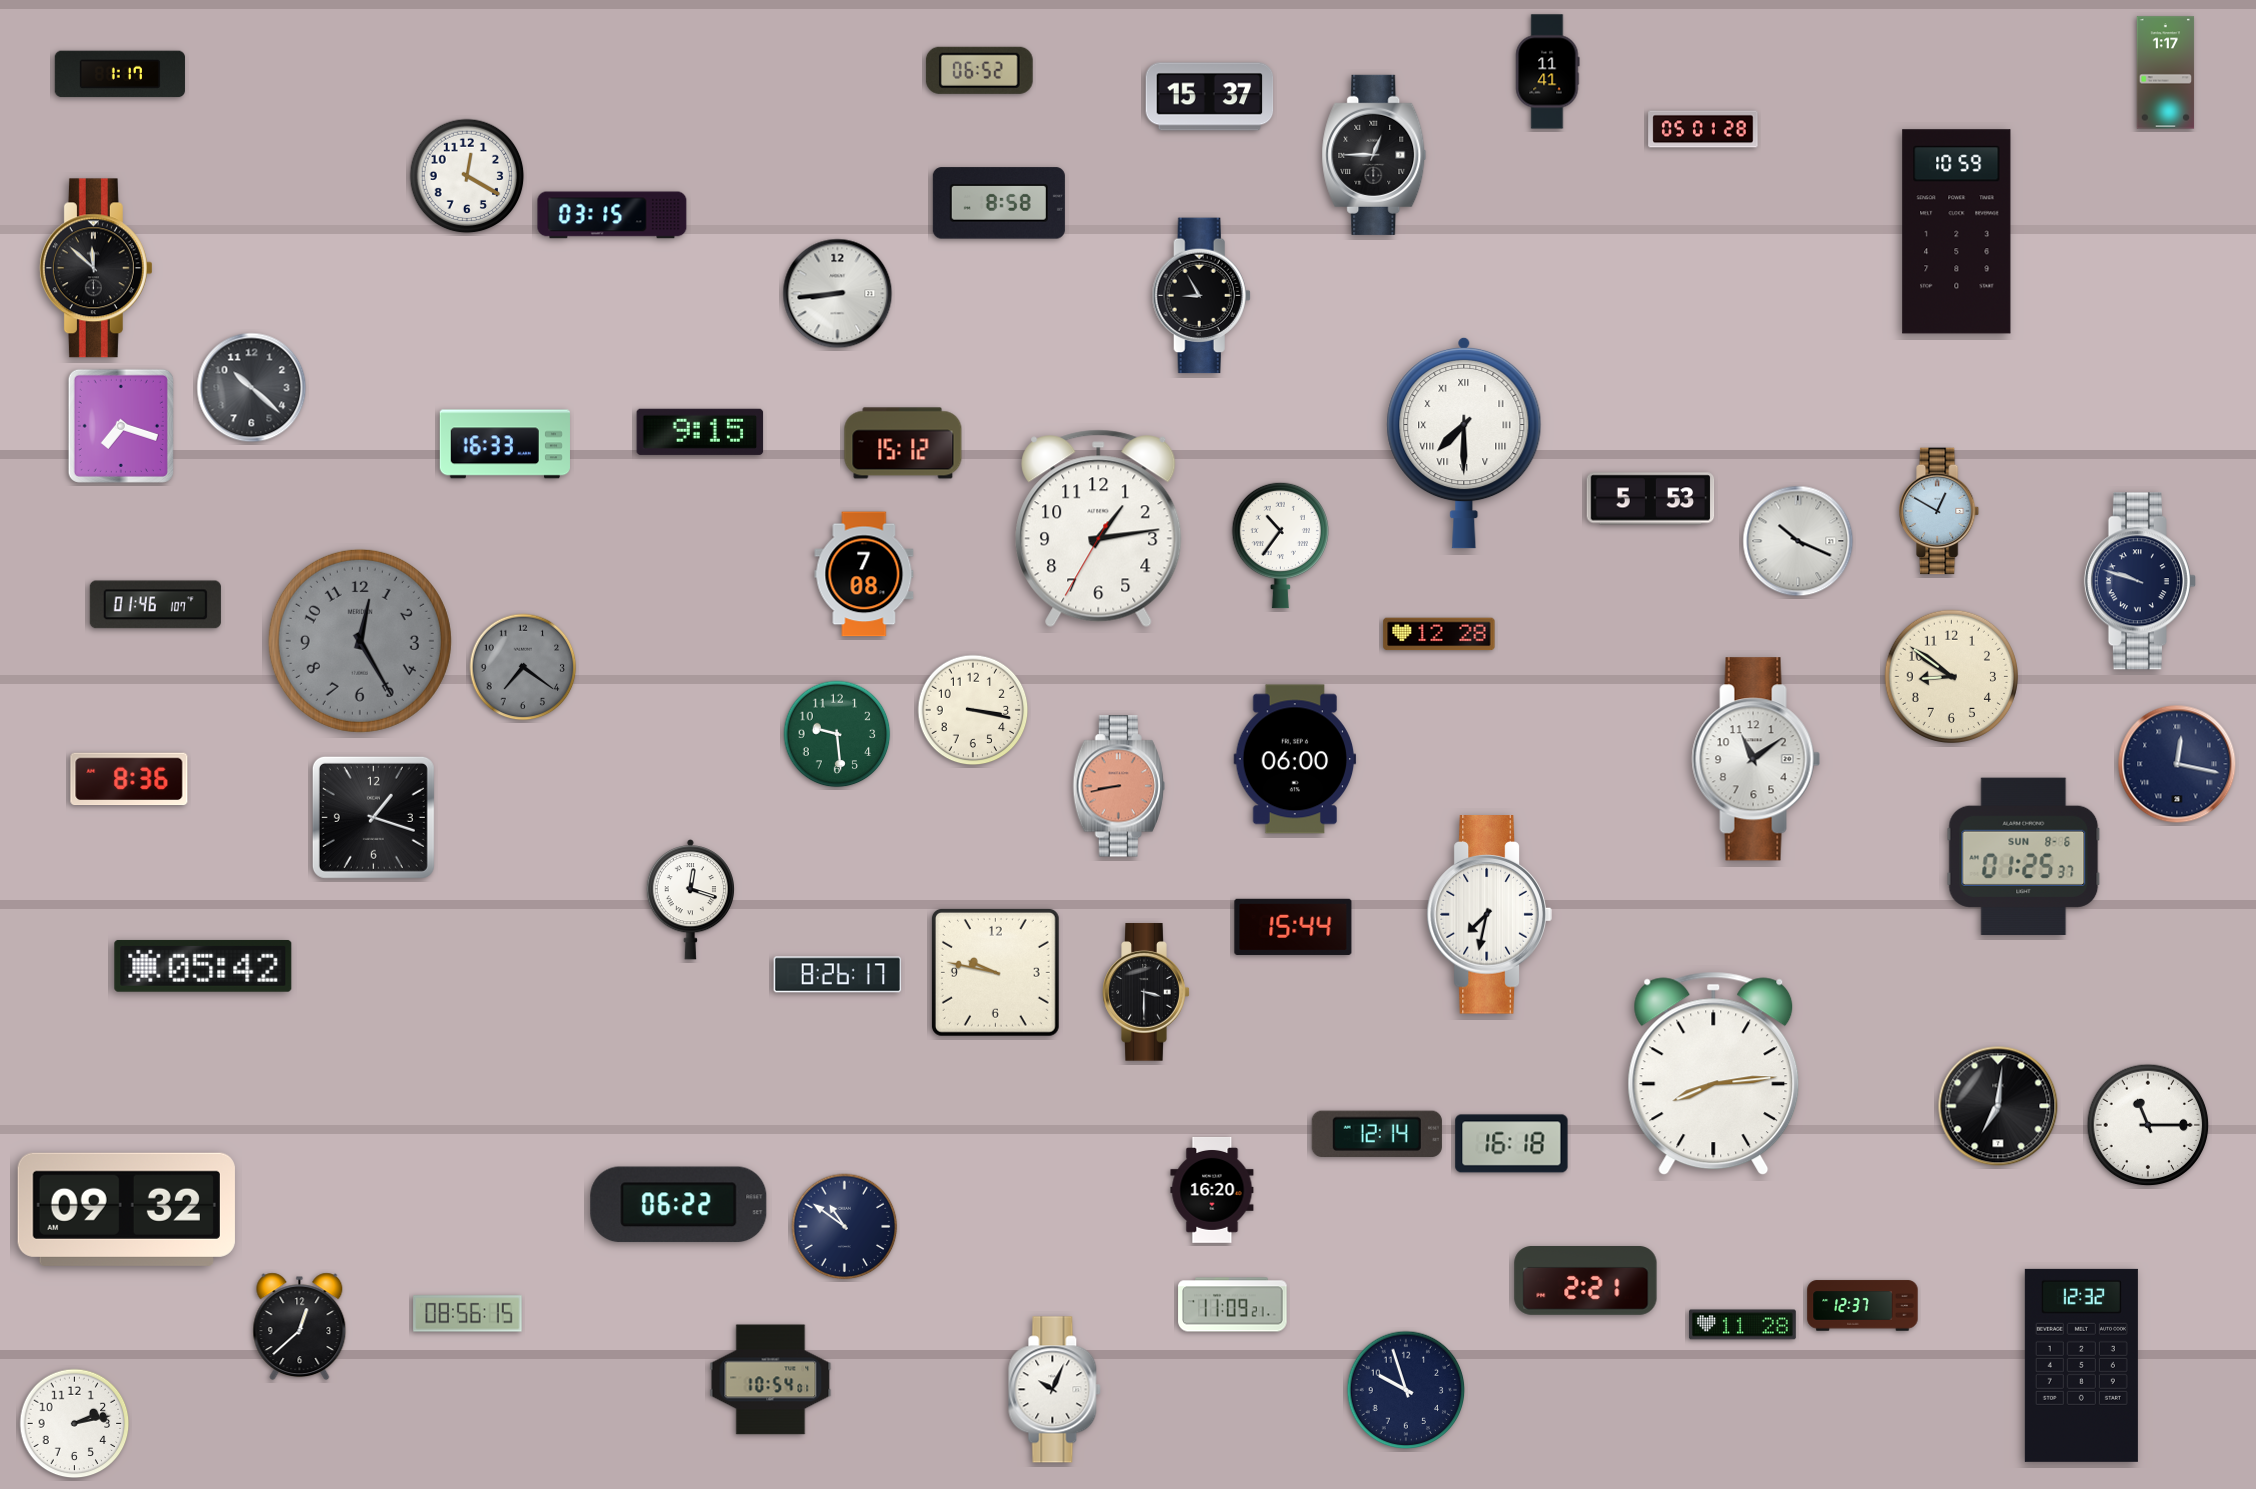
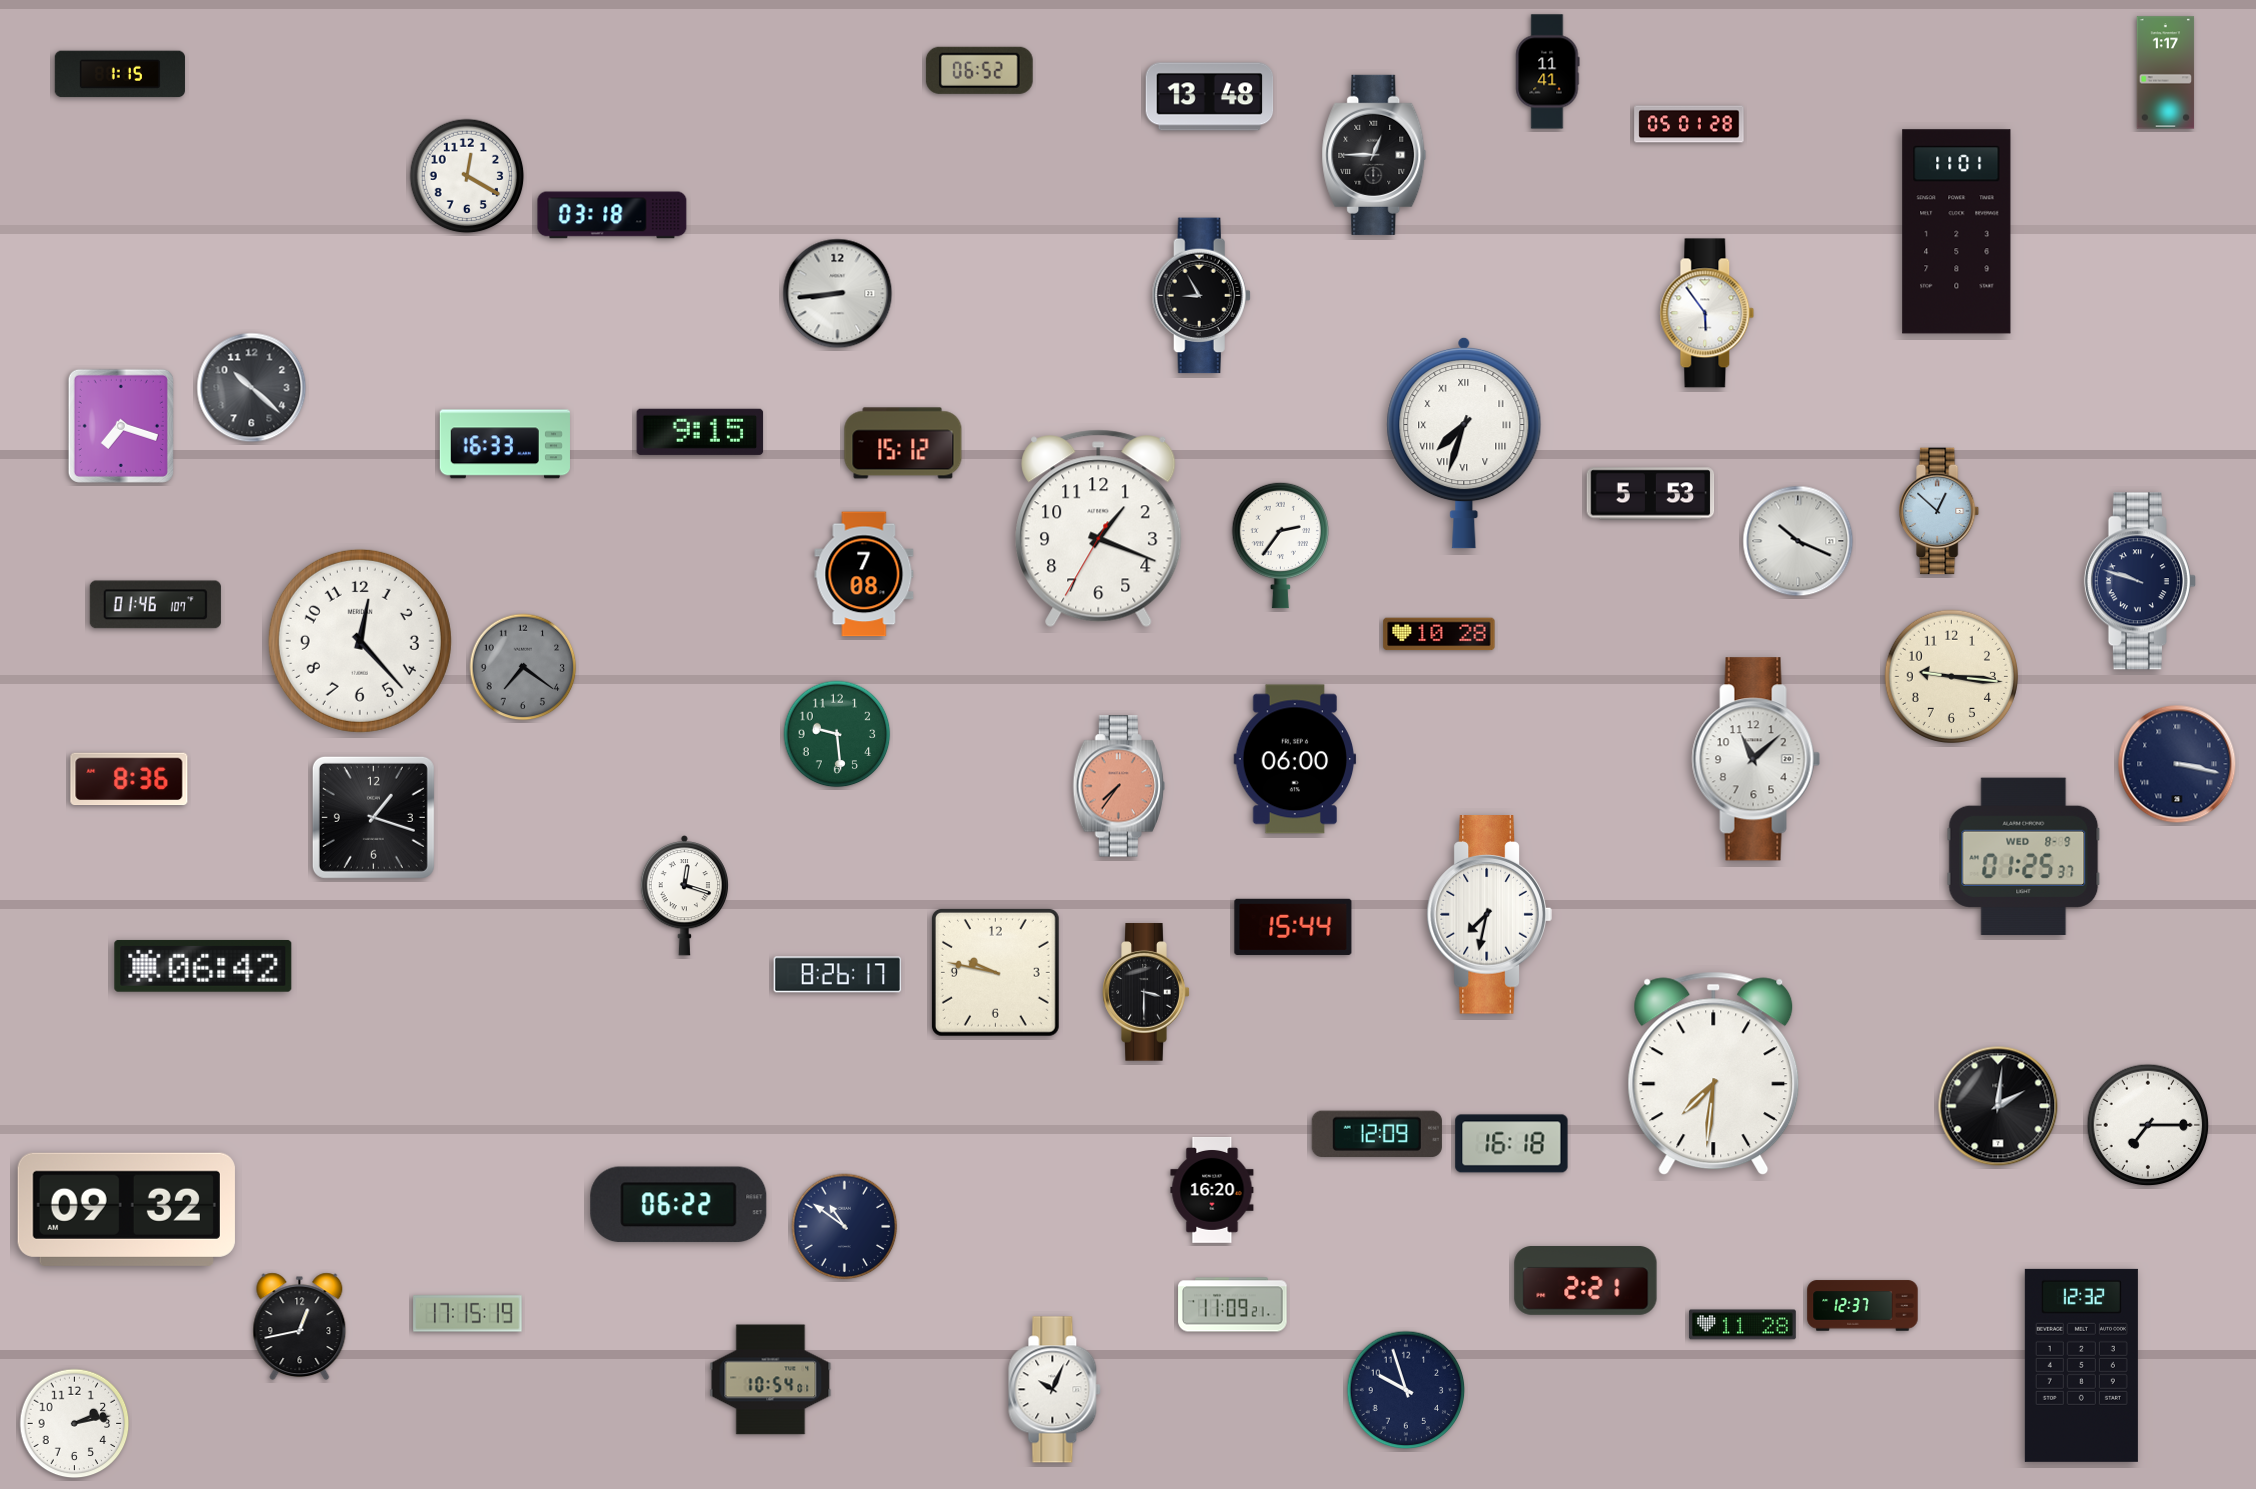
clock at (120, 74): 1:17 -> 1:15
clock at (1210, 97): 15:37 -> 13:48
clock at (1703, 129) position: (1703, 129) -> (1689, 124)
clock at (999, 203): 8:58 -> none
clock at (612, 215): 03:15 -> 03:18
clock at (1957, 232): 10:59 -> 11:01
clock at (96, 268): 11:52 -> none
clock at (1707, 313): none -> 5:54
clock at (1464, 443): 7:30 -> 7:33
clock at (1651, 499) position: (1651, 499) -> (1651, 494)
clock at (1940, 511): 12:50 -> 12:52
clock at (1099, 529): 1:13 -> 1:18
clock at (1280, 545): 10:36 -> 2:36
clock at (1439, 634): 12:28 -> 10:28
clock at (360, 641): 12:25 -> 12:23
clock at (360, 641) dial: grey -> white
clock at (1951, 676): 8:51 -> 9:16
clock at (973, 710): 3:17 -> none
clock at (1756, 759): 11:09 -> 11:08
clock at (2177, 764): 12:17 -> 3:17
clock at (1119, 786): 8:43 -> 7:36
clock at (2024, 856) date: SUN 8-6 -> WED 8-9
clock at (690, 900) position: (690, 900) -> (684, 896)
clock at (203, 966): 05:42 -> 06:42
clock at (1714, 1074): 8:14 -> 7:31
clock at (1998, 1106): 7:01 -> 2:01
clock at (2148, 1125): 11:15 -> 7:15
clock at (1377, 1133): 12:14 -> 12:09
clock at (468, 1314): 08:56 -> 17:15
clock at (300, 1327): 12:38 -> 12:43
